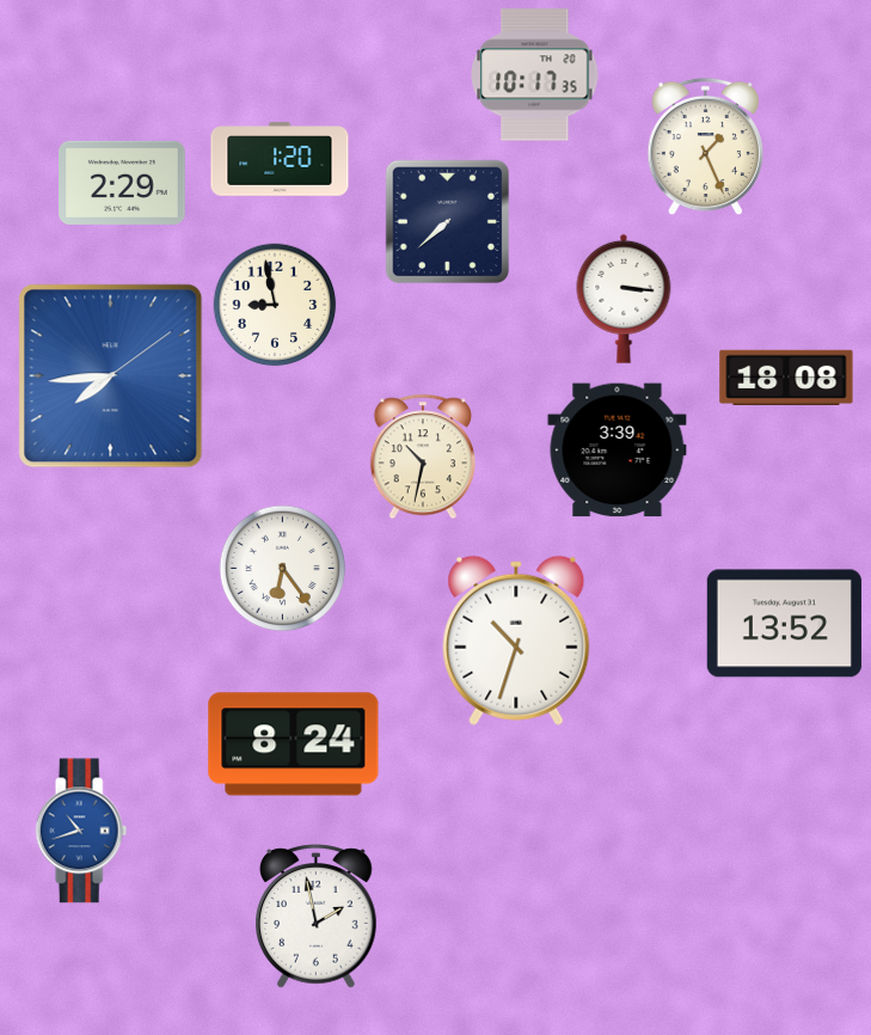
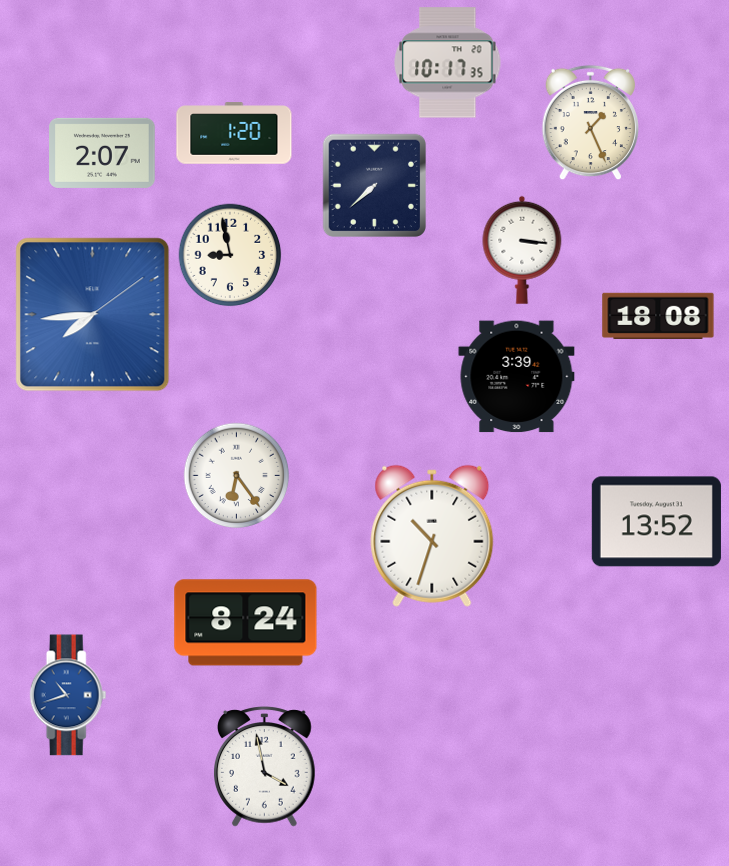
clock at (122, 183): 2:29 -> 2:07
clock at (423, 457): 10:32 -> none
clock at (317, 917): 1:58 -> 3:58
